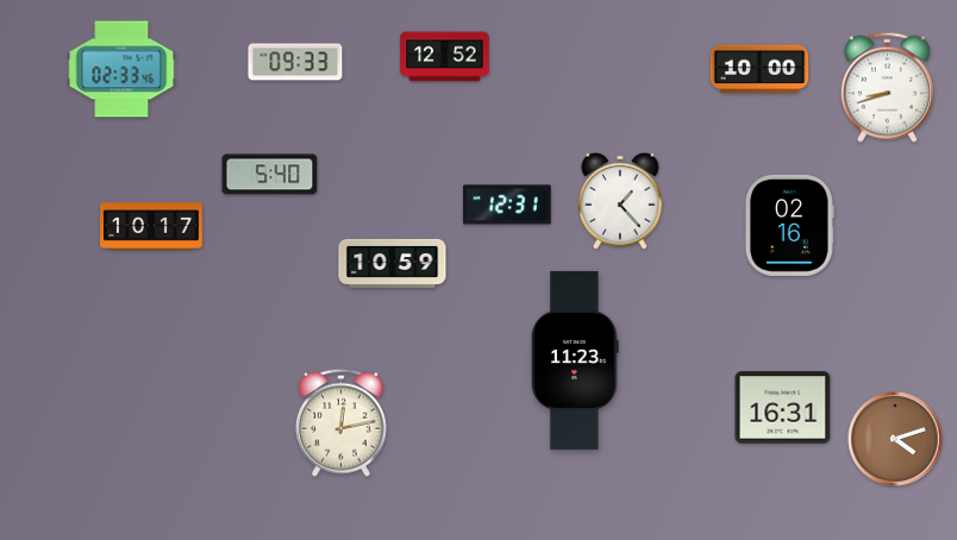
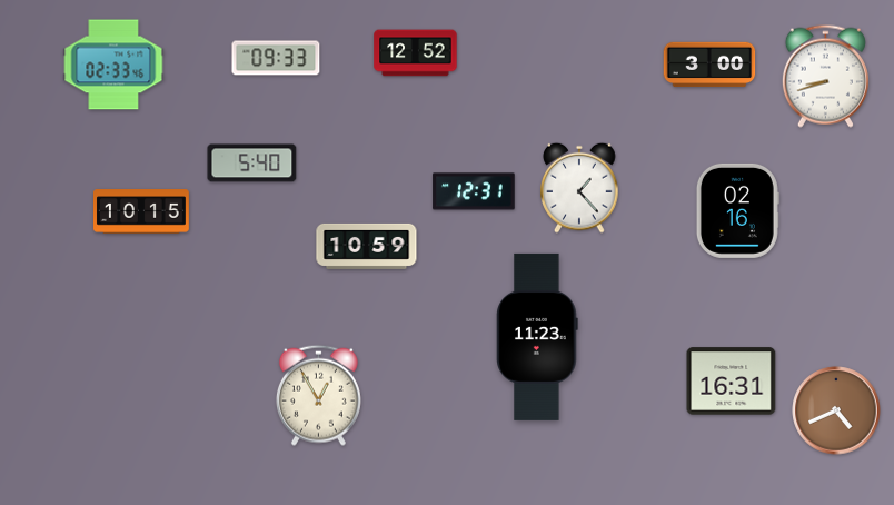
clock at (759, 69): 10:00 -> 3:00
clock at (887, 87) position: (887, 87) -> (825, 76)
clock at (152, 226): 10:17 -> 10:15
clock at (340, 422): 12:13 -> 12:55
clock at (895, 439): 4:12 -> 4:41
